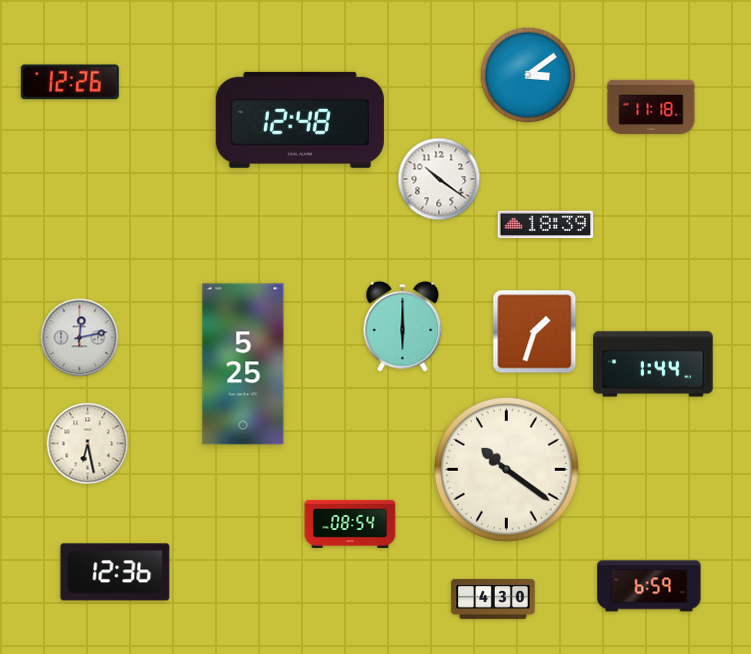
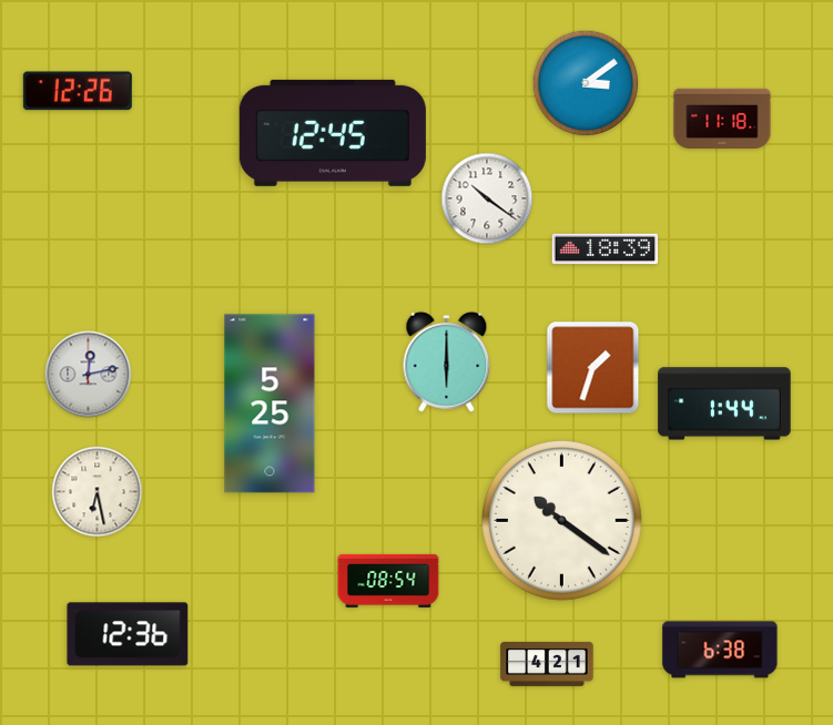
clock at (300, 120): 12:48 -> 12:45
clock at (649, 586): 6:59 -> 6:38
clock at (493, 599): 4:30 -> 4:21
